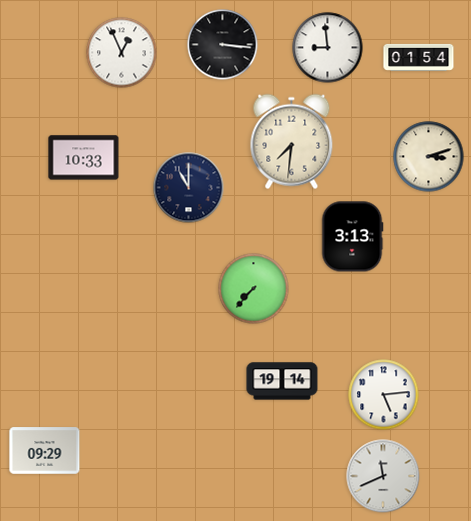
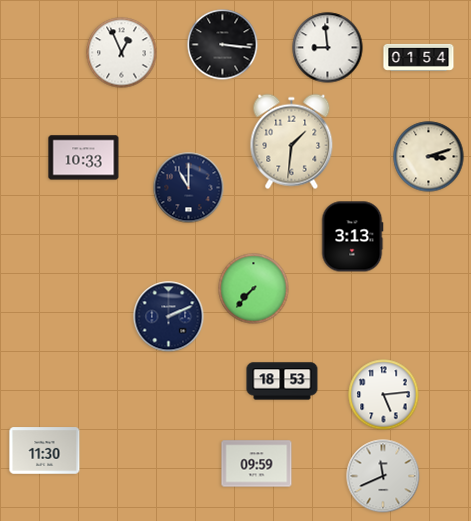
clock at (292, 142): 7:31 -> 1:31
clock at (169, 317): none -> 2:11
clock at (282, 381): 19:14 -> 18:53
clock at (45, 451): 09:29 -> 11:30
clock at (257, 464): none -> 09:59
